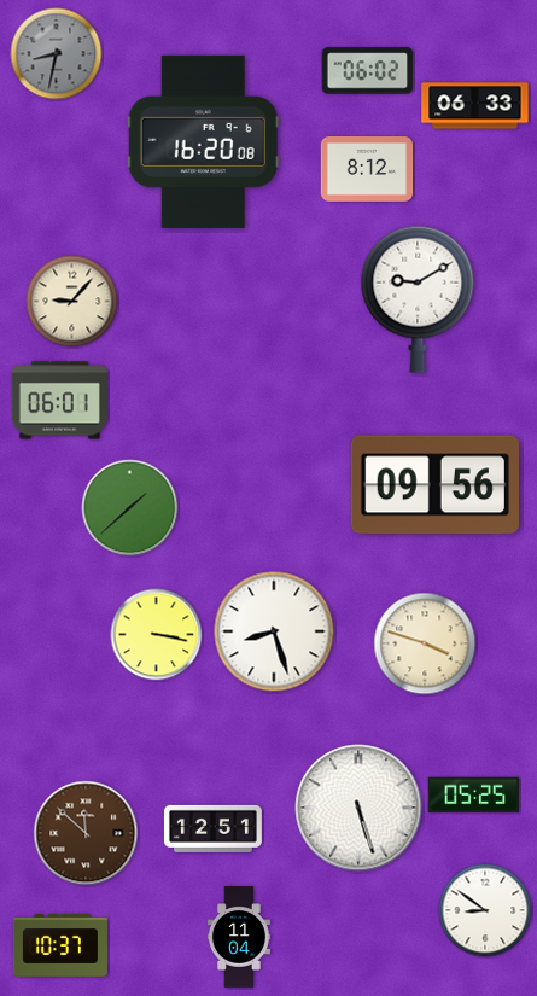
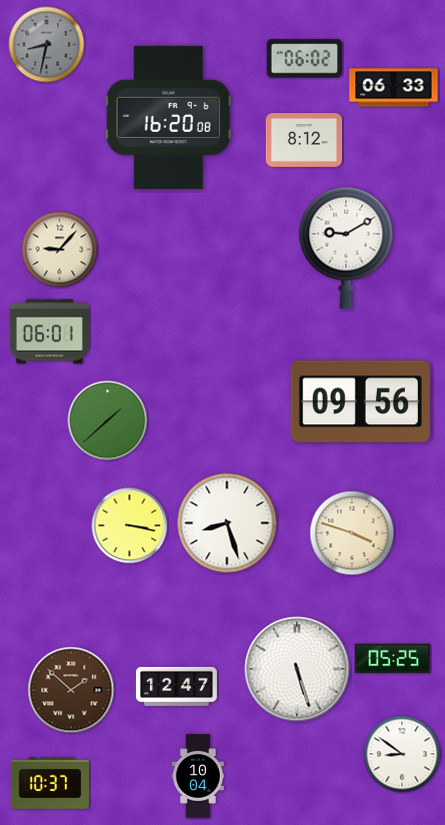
clock at (212, 828): 12:51 -> 12:47
clock at (86, 833): 11:52 -> 1:52
clock at (239, 937): 11:04 -> 10:04
